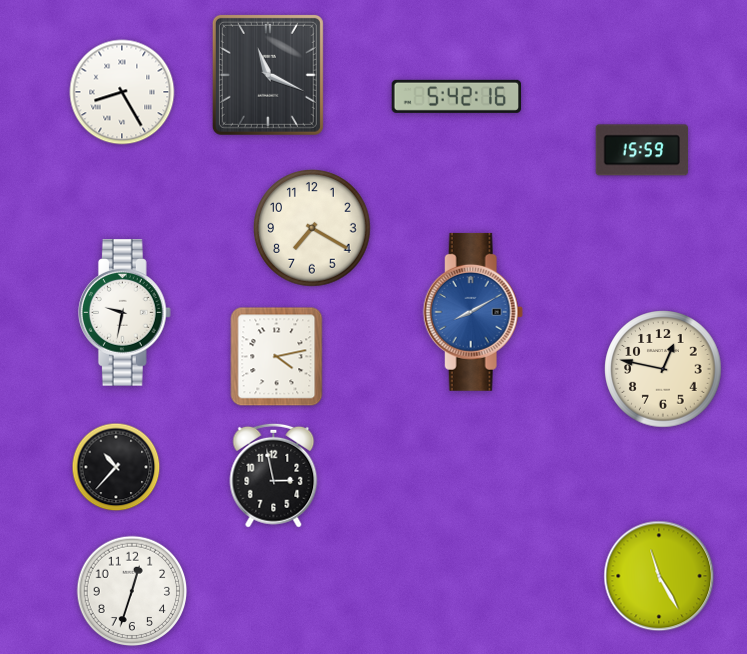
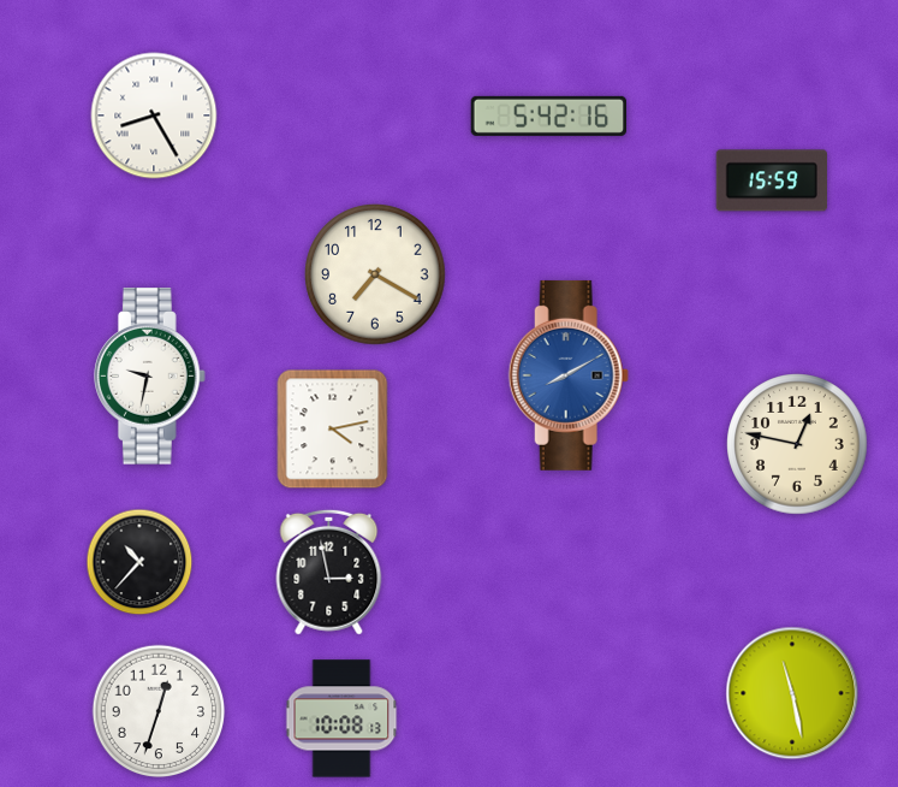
clock at (268, 75): 11:19 -> none
clock at (122, 92) position: (122, 92) -> (154, 116)
clock at (659, 576): 11:25 -> 11:28
clock at (341, 718): none -> 10:08
